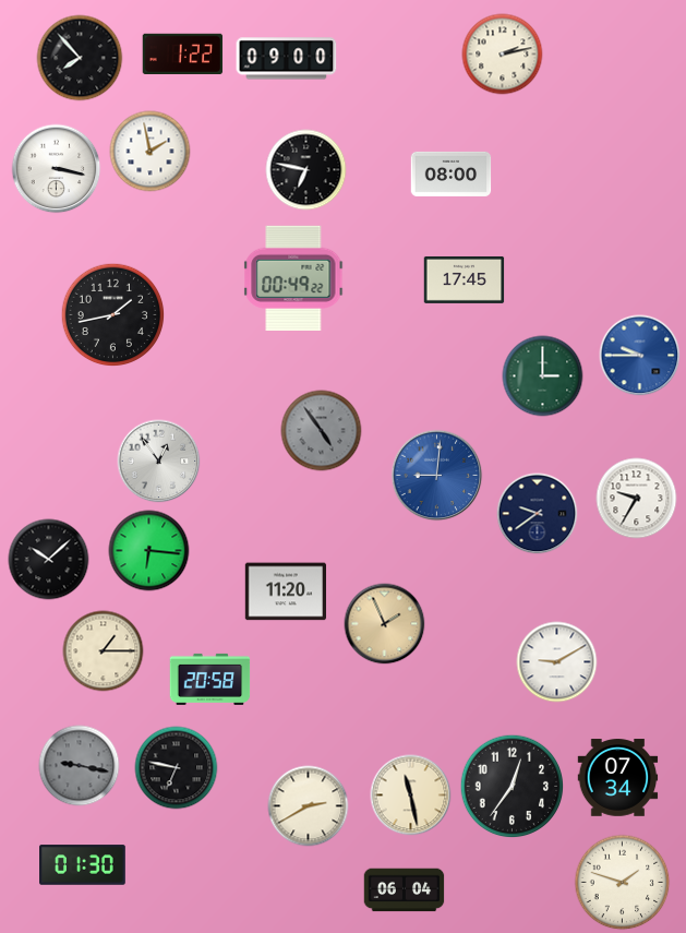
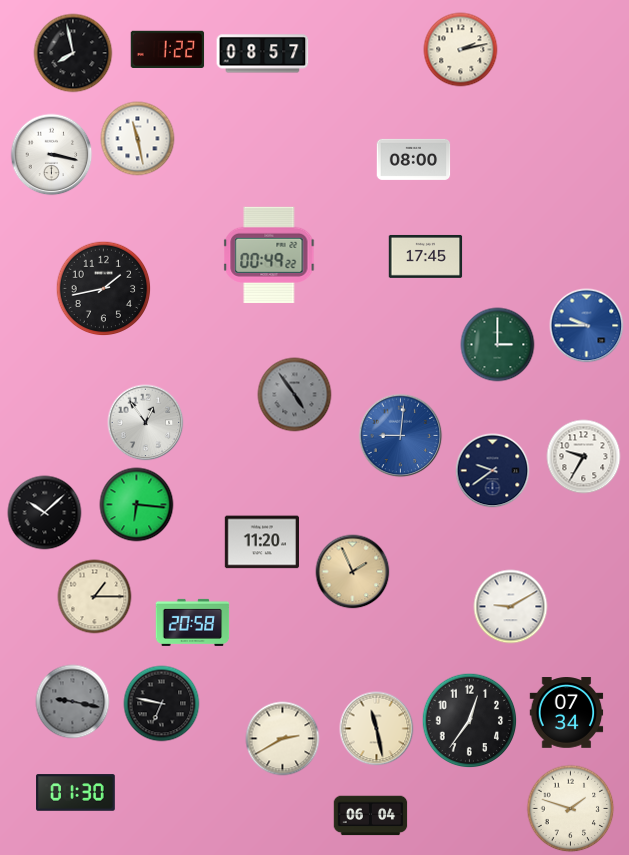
clock at (80, 58): 7:53 -> 7:58
clock at (287, 59): 09:00 -> 08:57
clock at (151, 152): 1:58 -> 11:28
clock at (306, 170): 6:47 -> none
